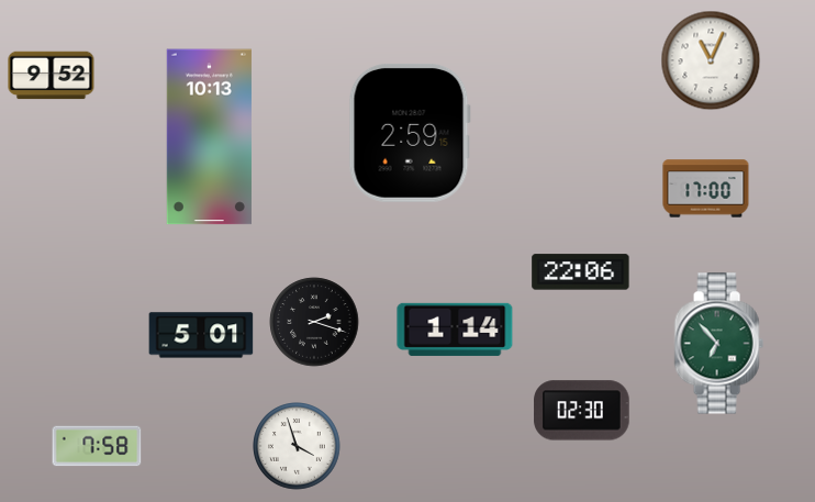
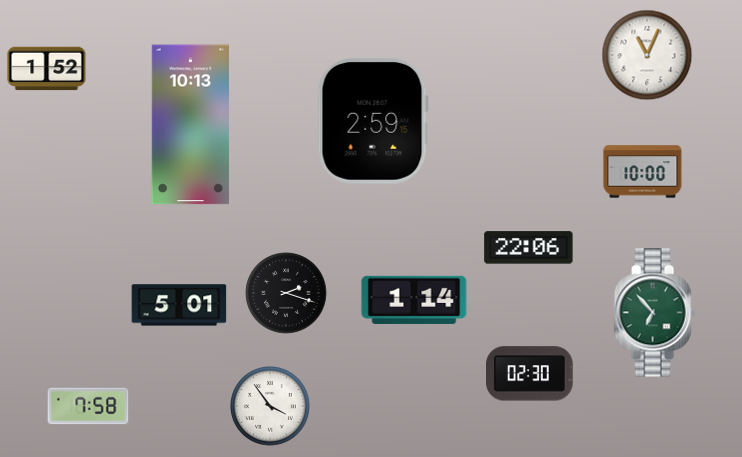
clock at (52, 76): 9:52 -> 1:52
clock at (706, 189): 17:00 -> 10:00
clock at (201, 335) position: (201, 335) -> (179, 305)
clock at (298, 447): 3:57 -> 3:54
